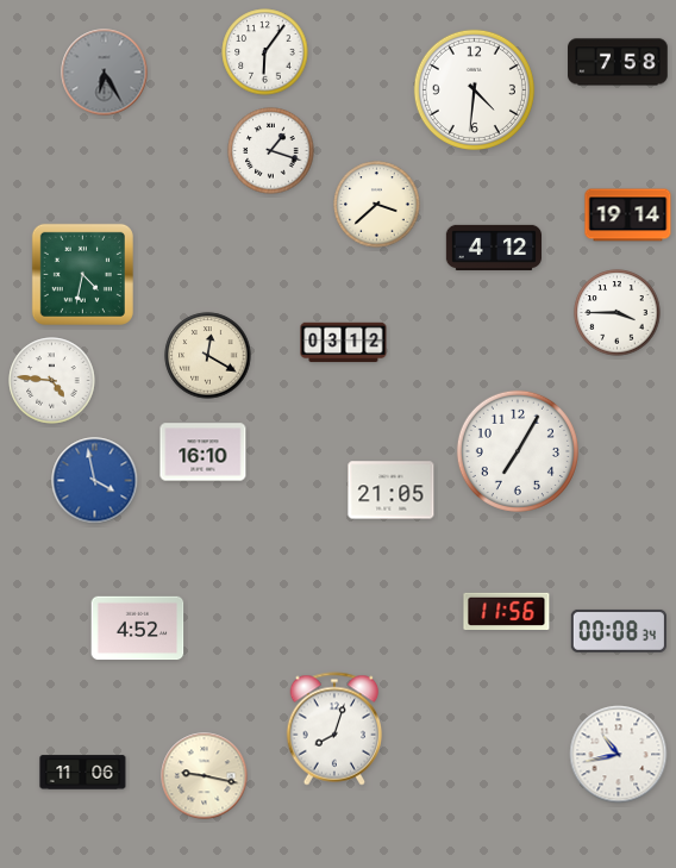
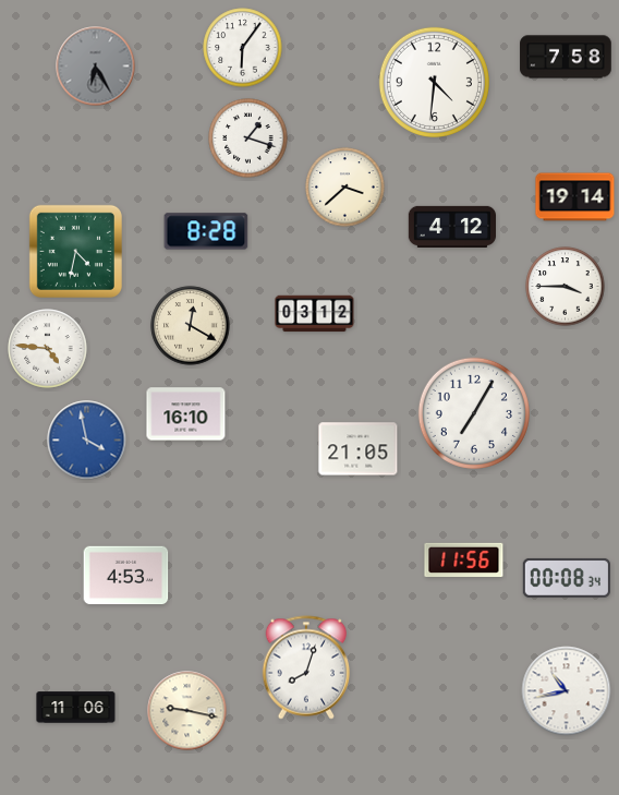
clock at (206, 231): none -> 8:28
clock at (138, 629): 4:52 -> 4:53
